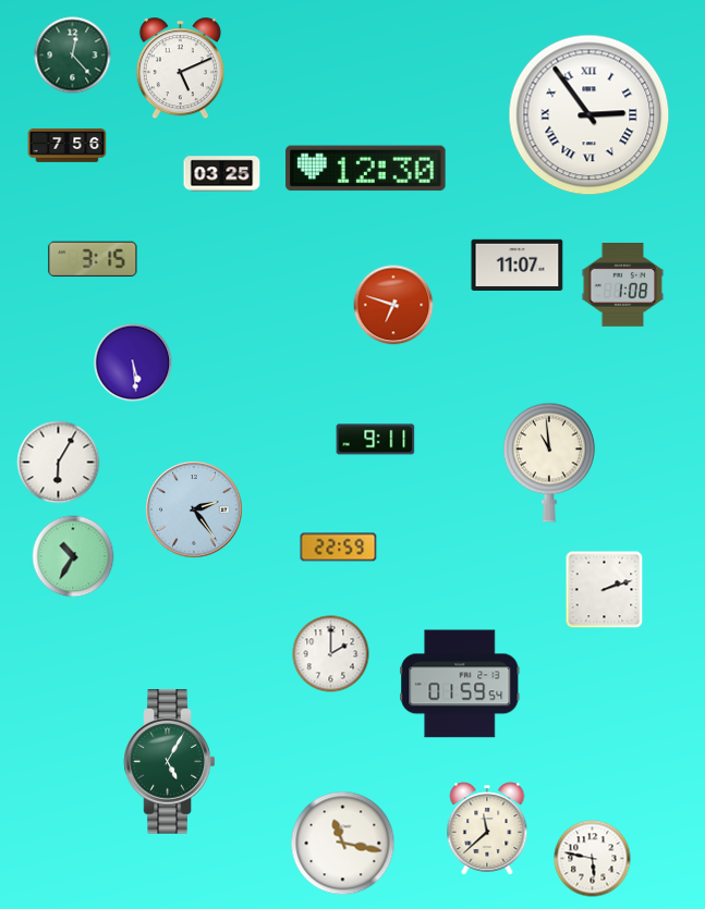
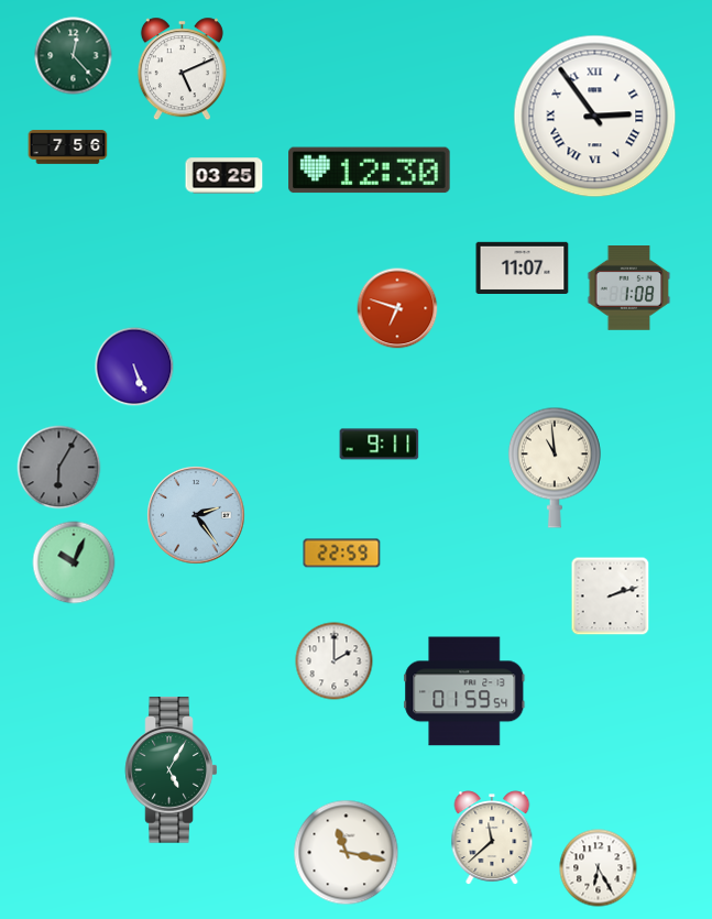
clock at (93, 259): 3:15 -> none
clock at (133, 363): 5:29 -> 5:26
clock at (59, 463) dial: white -> grey
clock at (73, 556): 10:35 -> 10:04
clock at (593, 859): 5:47 -> 6:25
